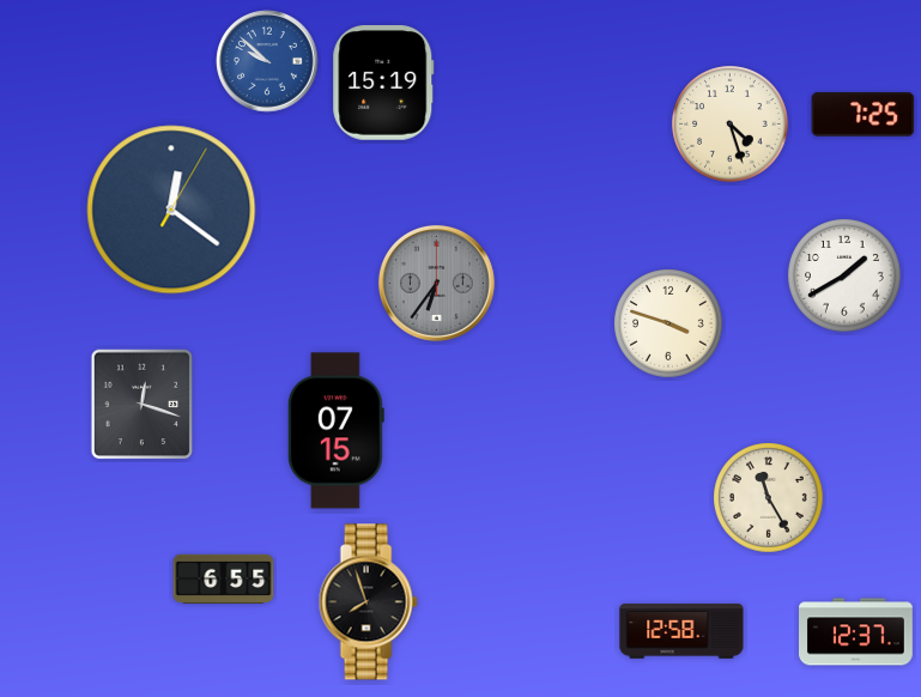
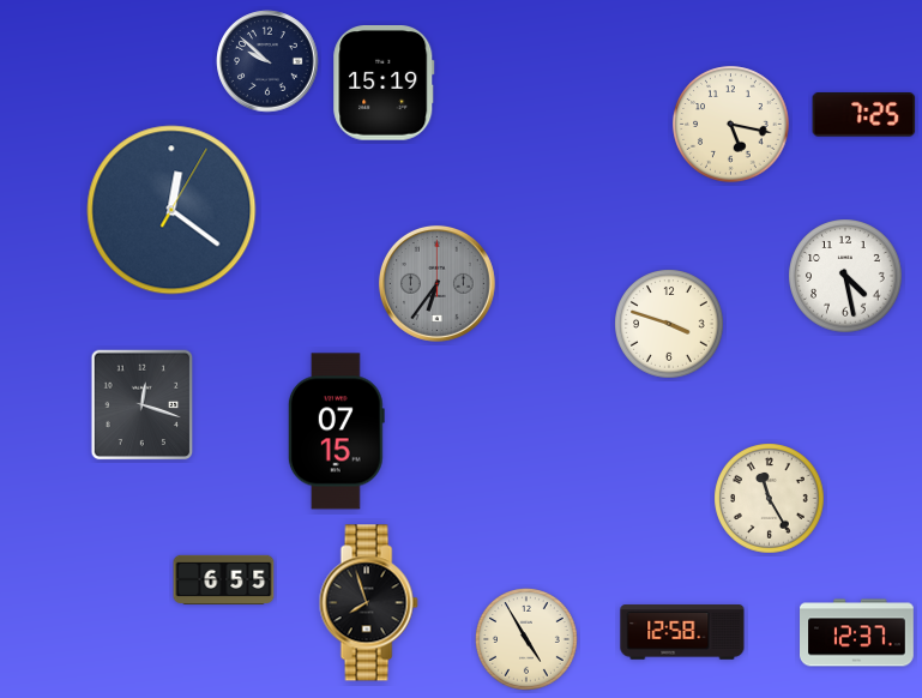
clock at (267, 61) dial: blue -> navy
clock at (731, 125): 4:27 -> 5:17
clock at (844, 275): 1:40 -> 4:28
clock at (528, 640): none -> 4:55
